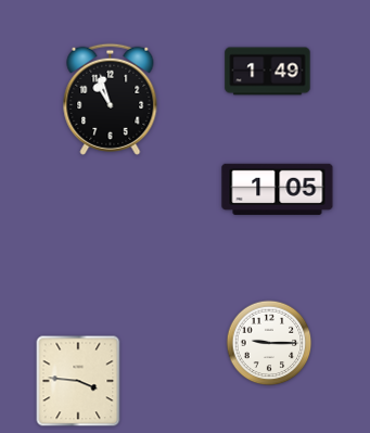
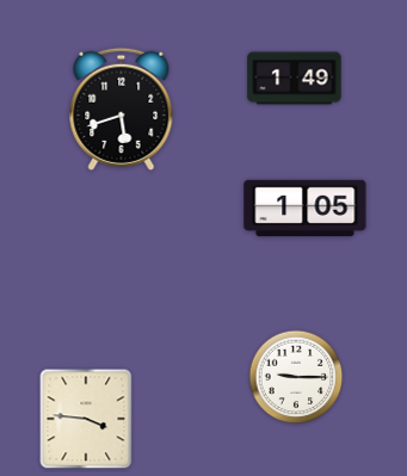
clock at (111, 99): 10:57 -> 5:42
